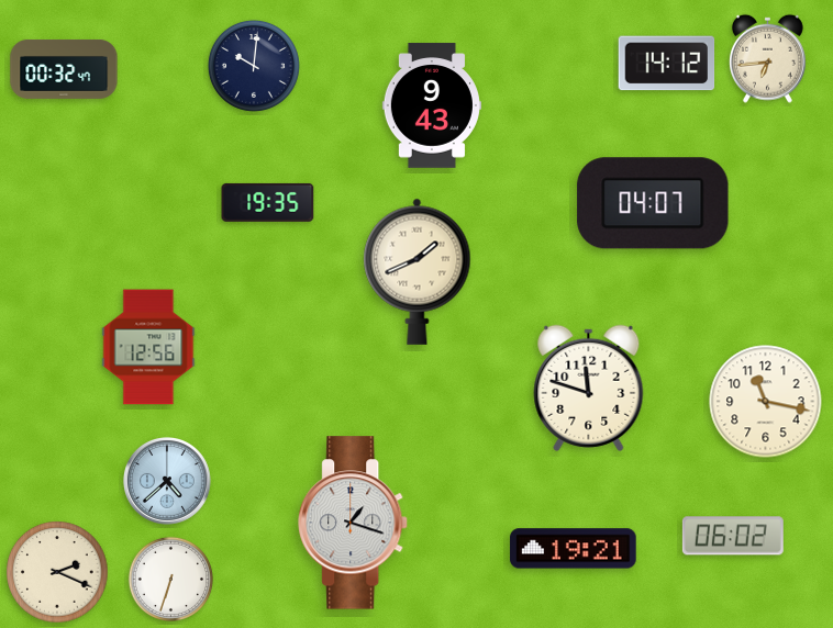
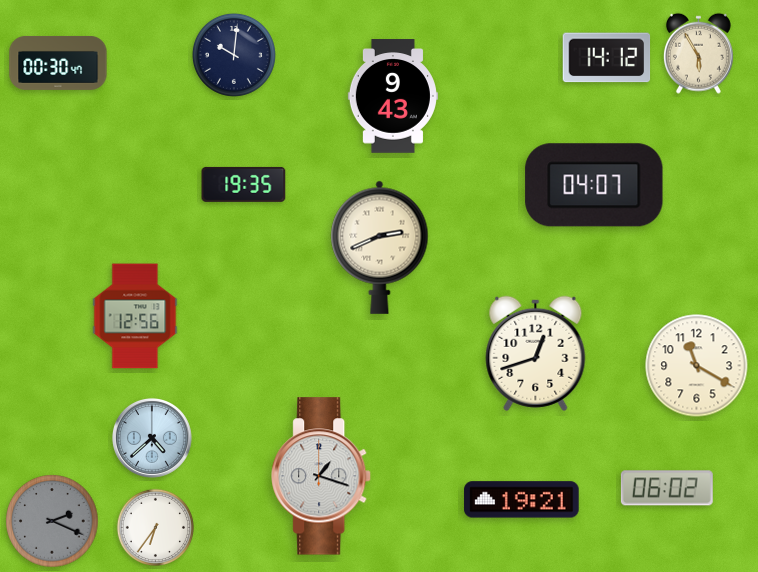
clock at (767, 58): 6:44 -> 5:55
clock at (254, 66) position: (254, 66) -> (234, 55)
clock at (64, 69): 00:32 -> 00:30
clock at (418, 271): 1:41 -> 2:41
clock at (589, 388): 11:48 -> 12:42
clock at (766, 402): 11:17 -> 11:20
clock at (57, 572) dial: cream -> grey
clock at (170, 579): 6:33 -> 6:36
